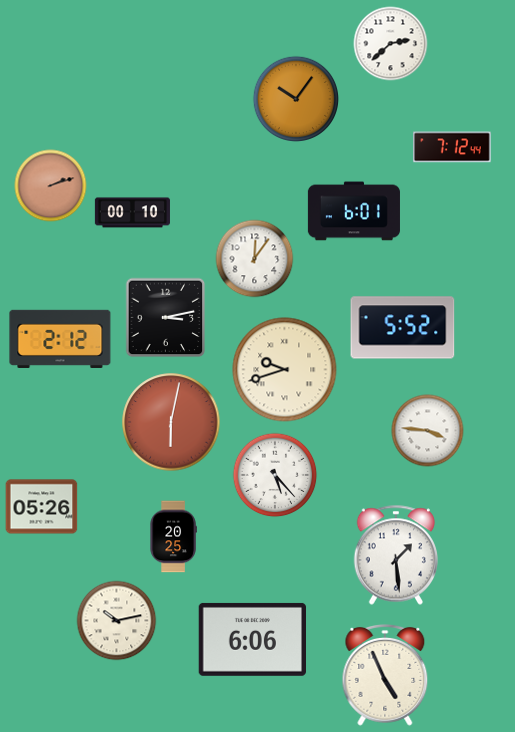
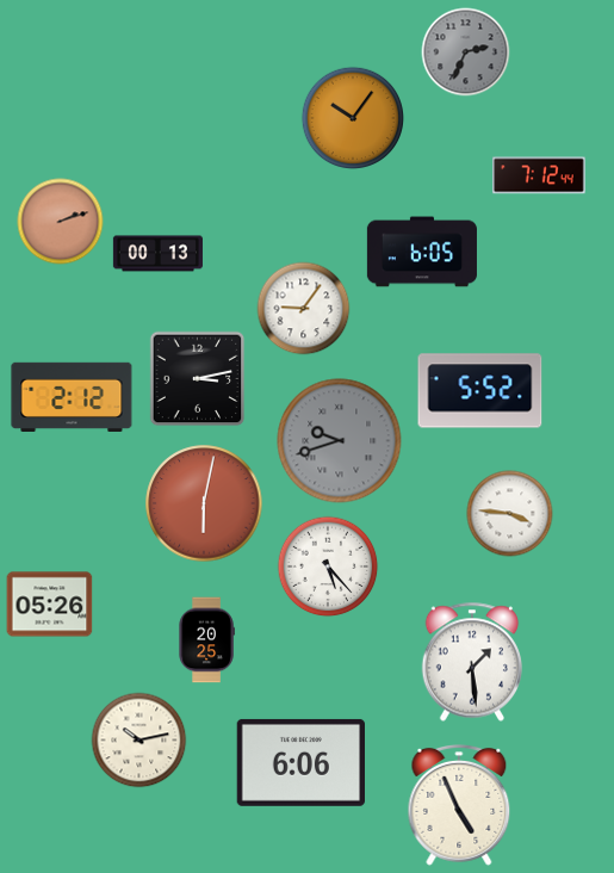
clock at (391, 44): 2:38 -> 2:34
clock at (391, 44) dial: white -> grey
clock at (354, 211): 6:01 -> 6:05
clock at (132, 213): 00:10 -> 00:13
clock at (255, 259): 12:06 -> 9:06
clock at (60, 338) position: (60, 338) -> (72, 396)
clock at (285, 370) dial: cream -> grey
